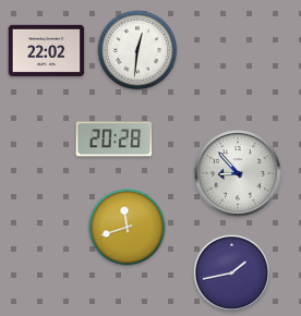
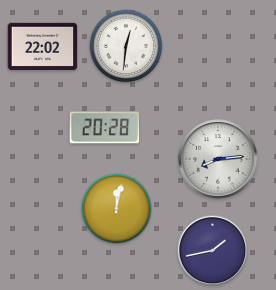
clock at (238, 173): 8:53 -> 8:14
clock at (128, 228): 11:42 -> 12:02
